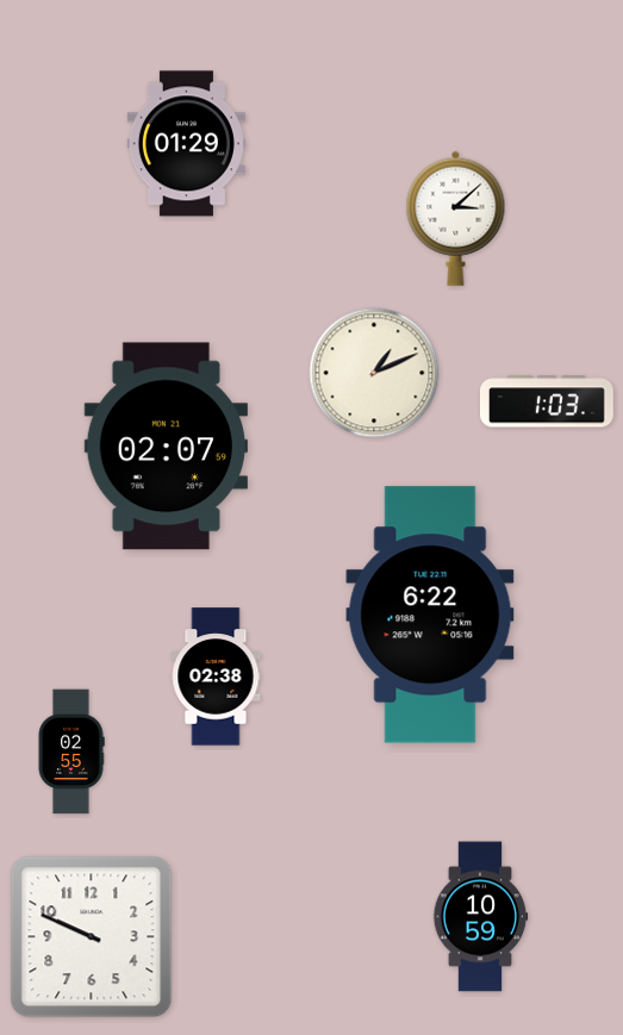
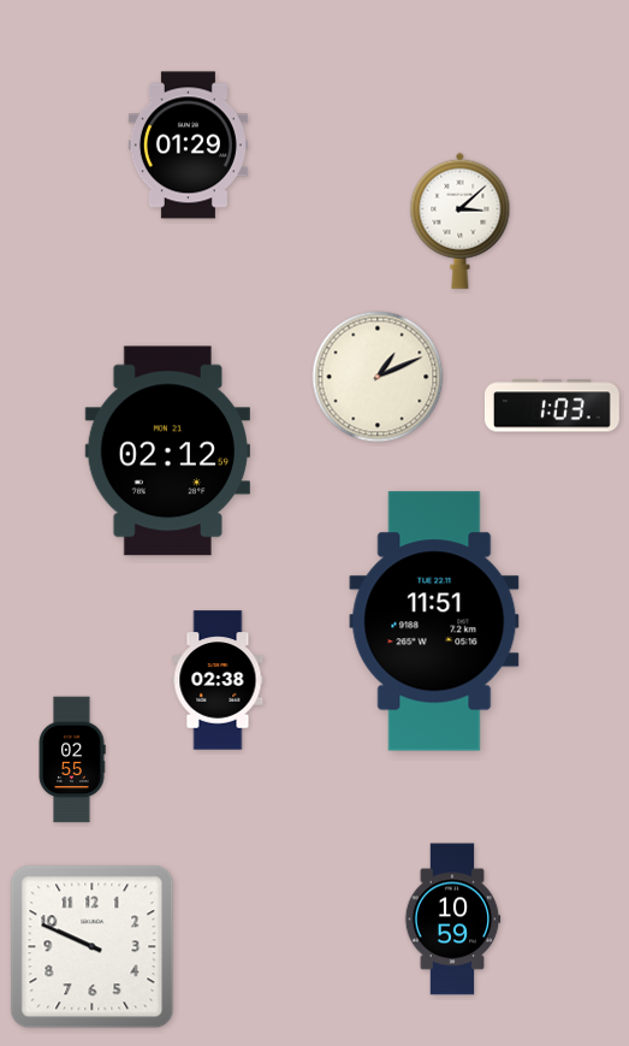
clock at (166, 447): 02:07 -> 02:12
clock at (430, 615): 6:22 -> 11:51
clock at (216, 677) position: (216, 677) -> (218, 680)
clock at (480, 917) position: (480, 917) -> (452, 920)
